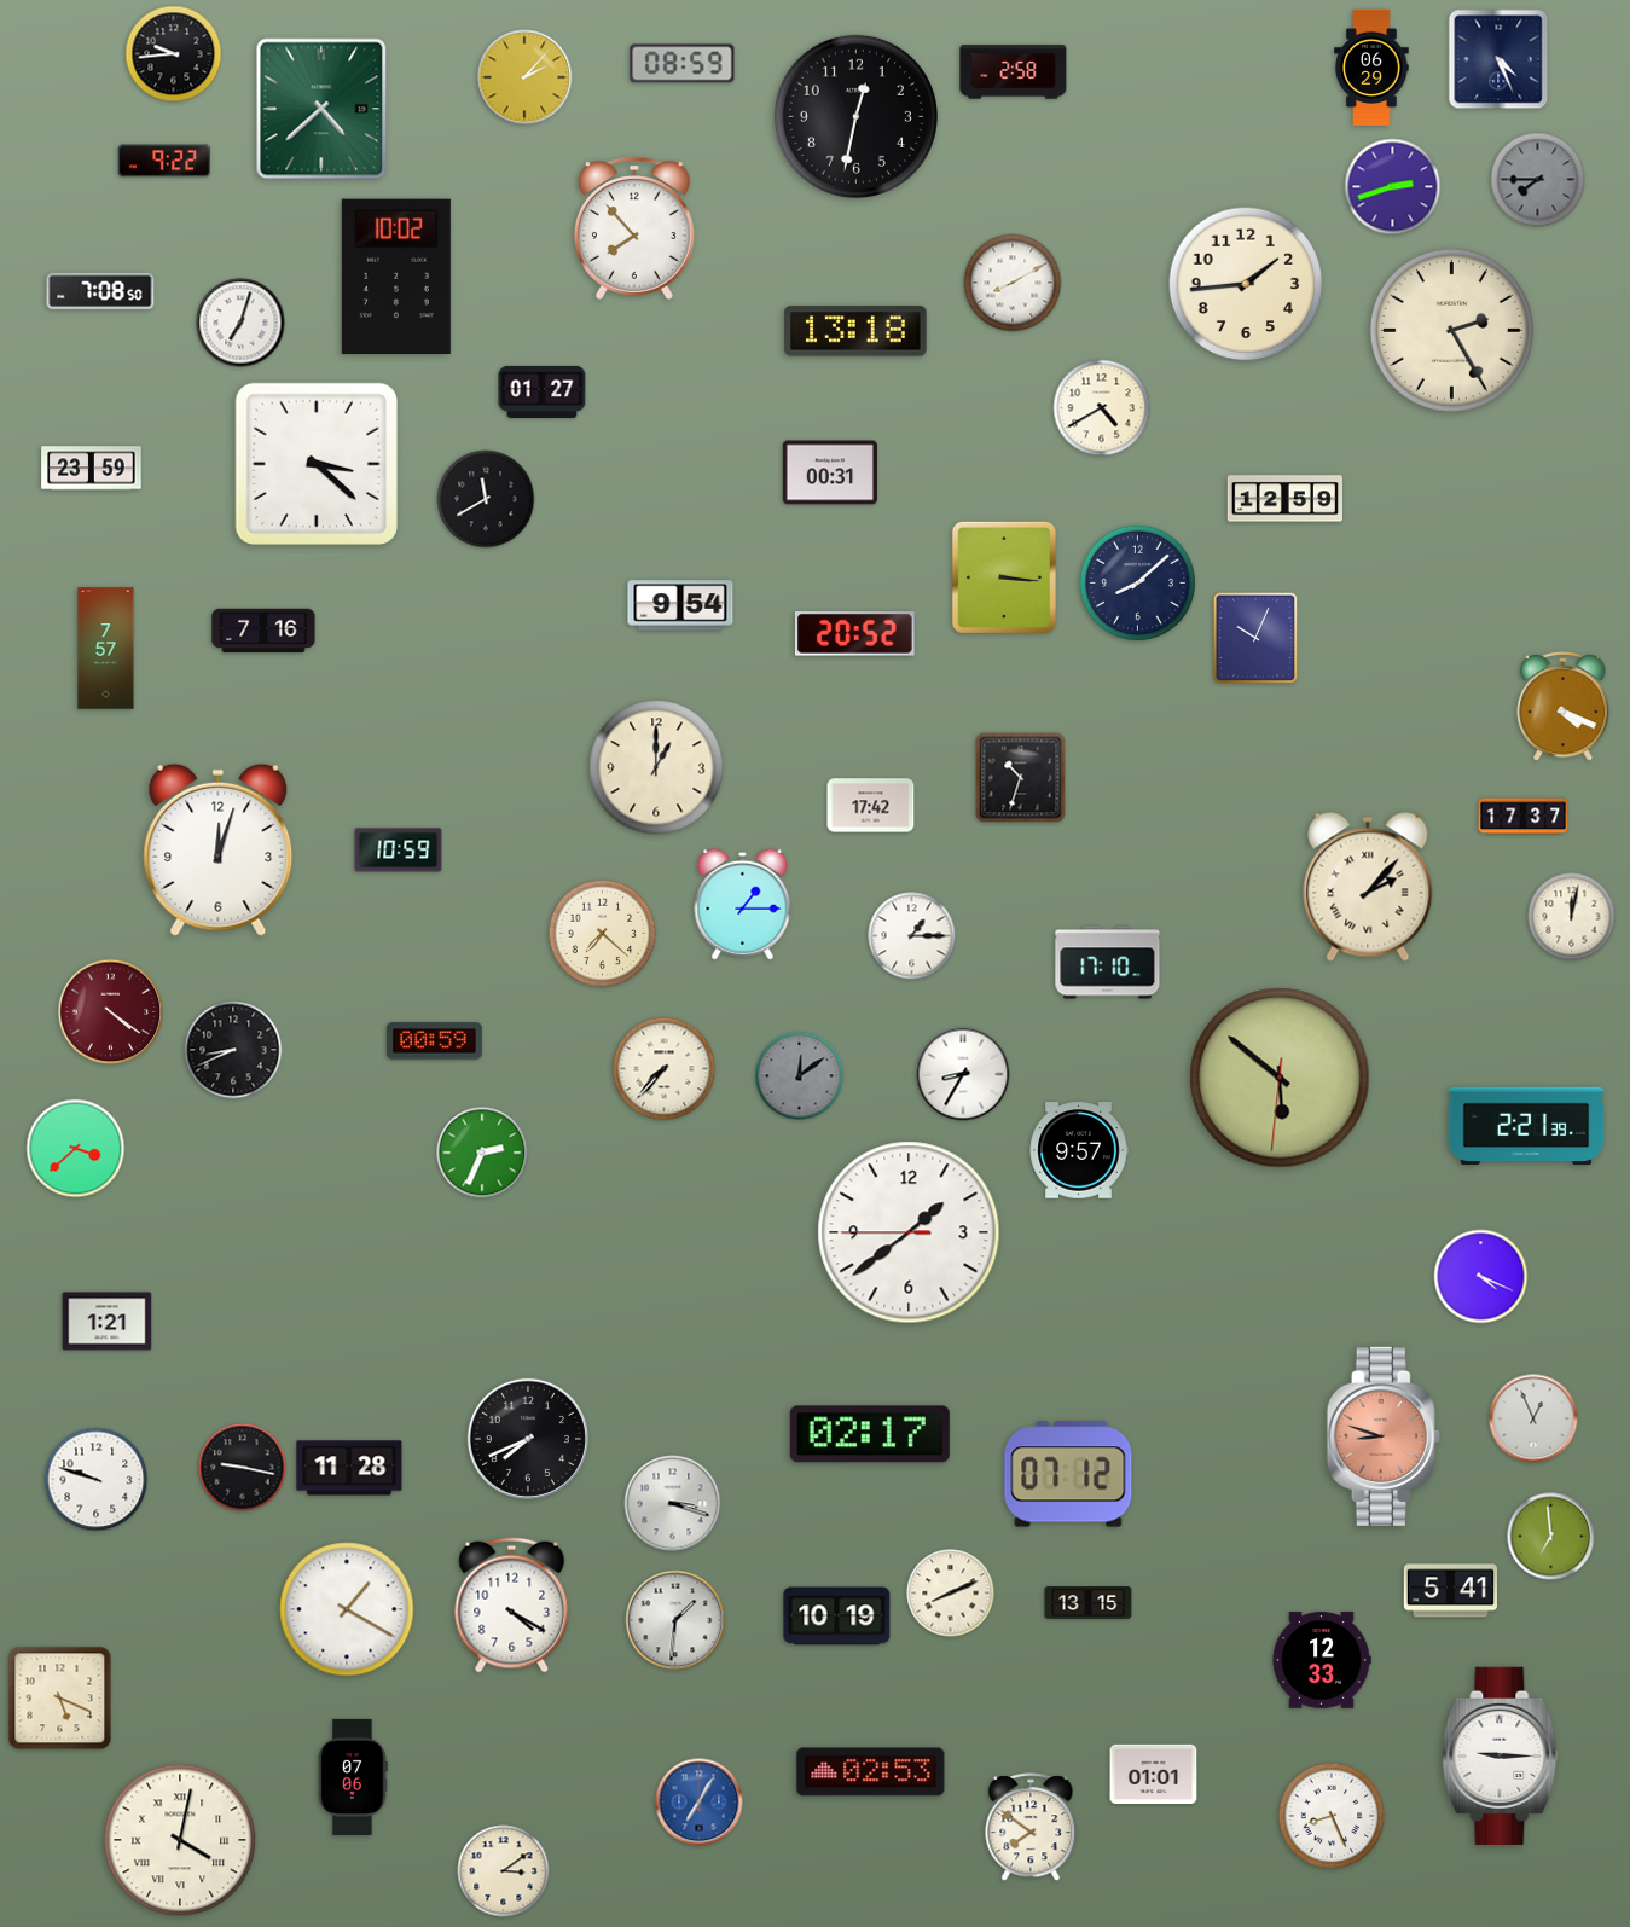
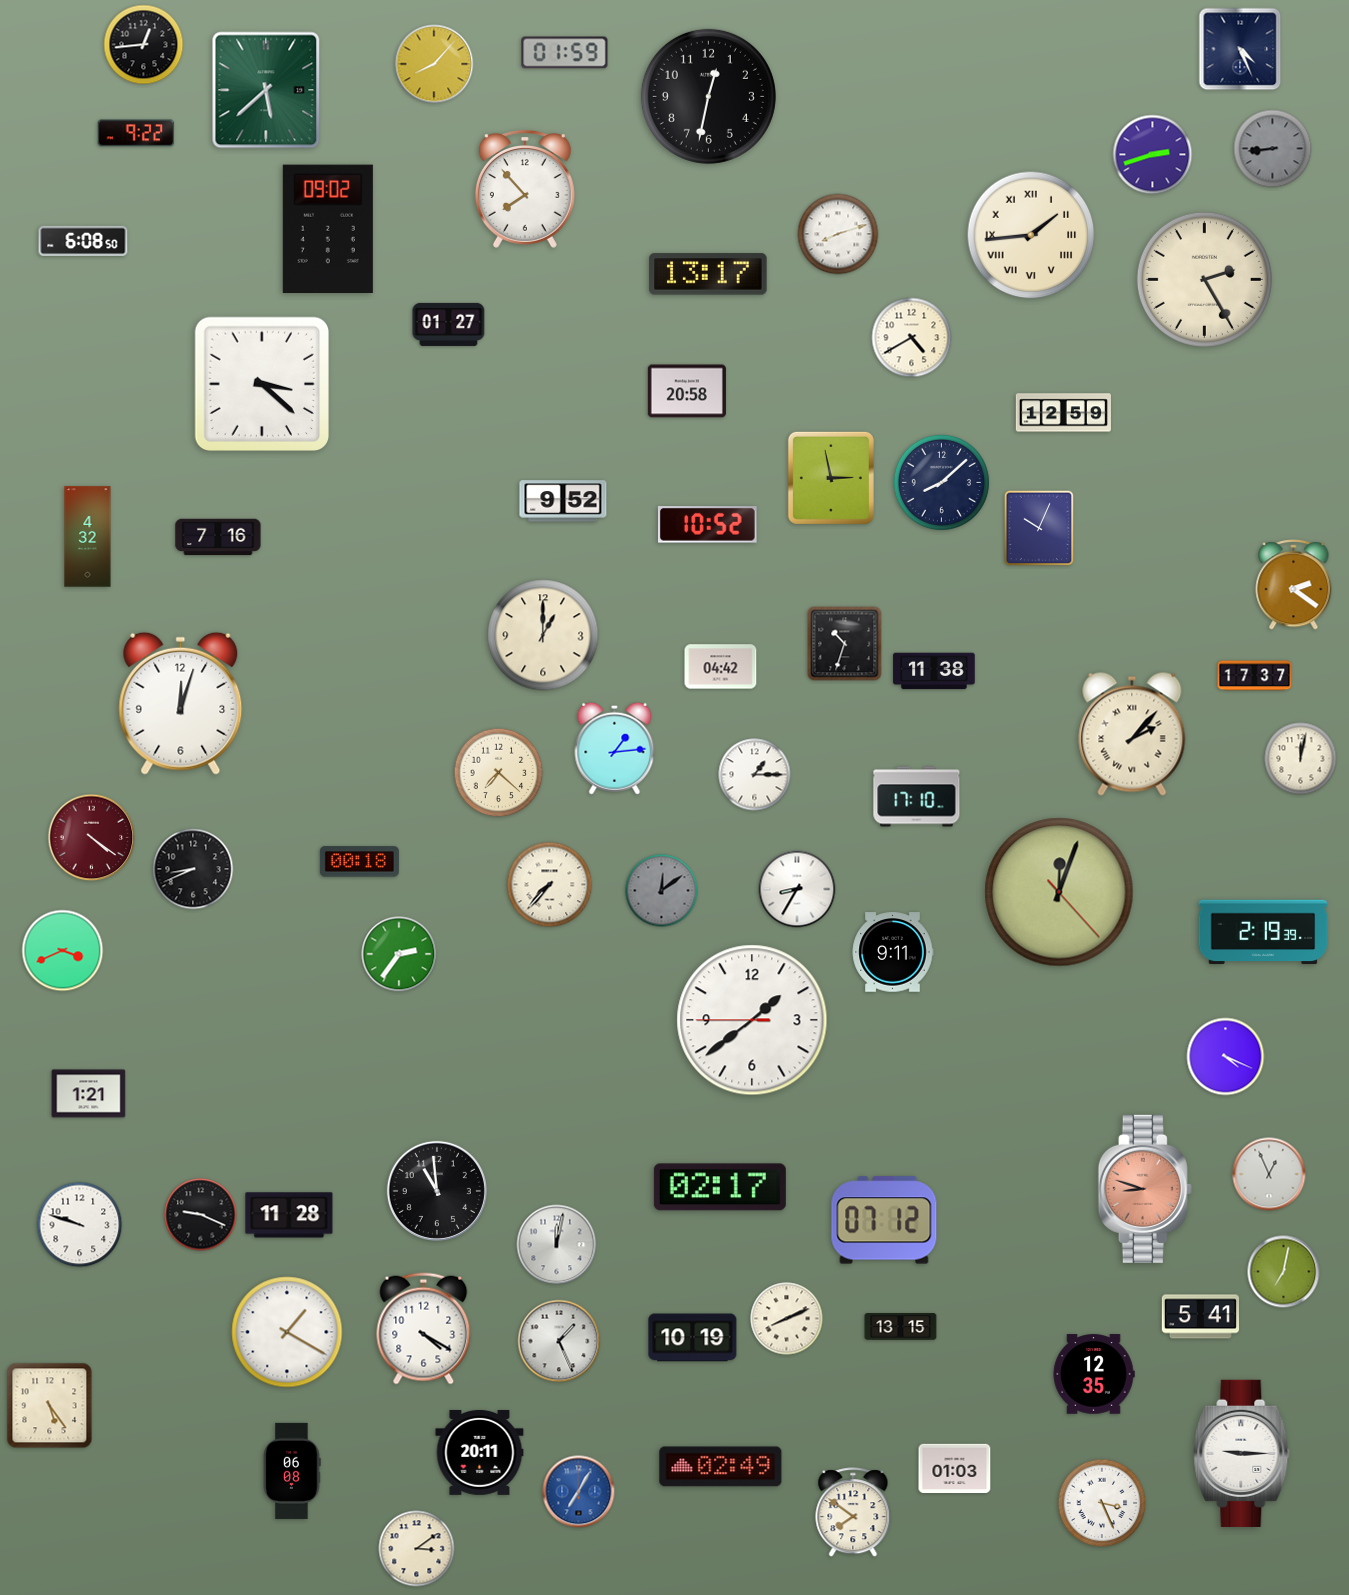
clock at (174, 54): 9:44 -> 12:44
clock at (683, 64): 08:59 -> 01:59
clock at (1371, 68): 06:29 -> none
clock at (1014, 72): 2:58 -> none
clock at (524, 77): 2:07 -> 8:07
clock at (321, 109): 4:38 -> 5:38
clock at (1538, 180): 7:45 -> 8:44
clock at (396, 275): 10:02 -> 09:02
clock at (1013, 283): 8:10 -> 8:12
clock at (1246, 284) numerals: Arabic -> Roman
clock at (100, 291): 7:08 -> 6:08
clock at (240, 323): 7:03 -> none
clock at (1451, 330) position: (1451, 330) -> (1204, 279)
clock at (855, 331): 13:18 -> 13:17
clock at (92, 469): 23:59 -> none
clock at (830, 472): 00:31 -> 20:58
clock at (486, 499): 11:40 -> none
clock at (1004, 577): 3:16 -> 2:58
clock at (680, 605): 9:54 -> 9:52
clock at (263, 631) position: (263, 631) -> (218, 537)
clock at (854, 634): 20:52 -> 10:52
clock at (106, 649): 7:57 -> 4:32
clock at (1564, 707): 4:19 -> 2:21
clock at (871, 806): 17:42 -> 04:42
clock at (934, 671): none -> 11:38
clock at (1524, 817) position: (1524, 817) -> (1255, 676)
clock at (399, 851): 10:59 -> none
clock at (743, 904): 1:15 -> 1:14
clock at (434, 1041): 00:59 -> 00:18
clock at (1280, 1078): 5:51 -> 12:03
clock at (1526, 1126): 2:21 -> 2:19
clock at (76, 1149): 3:38 -> 3:41
clock at (1079, 1150): 9:57 -> 9:11
clock at (482, 1153): 2:34 -> 2:36
clock at (528, 1439): 7:41 -> 10:59
clock at (243, 1468): 9:17 -> 9:19
clock at (673, 1504): 3:18 -> 12:02
clock at (1551, 1537): 6:59 -> 7:02
clock at (675, 1620): 1:31 -> 1:26
clock at (1322, 1660): 12:33 -> 12:35
clock at (60, 1699): 5:19 -> 5:24
clock at (480, 1452): none -> 20:11
clock at (871, 1772): 02:53 -> 02:49
clock at (1154, 1775): 01:01 -> 01:03
clock at (353, 1777): 07:06 -> 06:08
clock at (1332, 1816): 8:26 -> 3:26
clock at (180, 1840): 4:02 -> none
